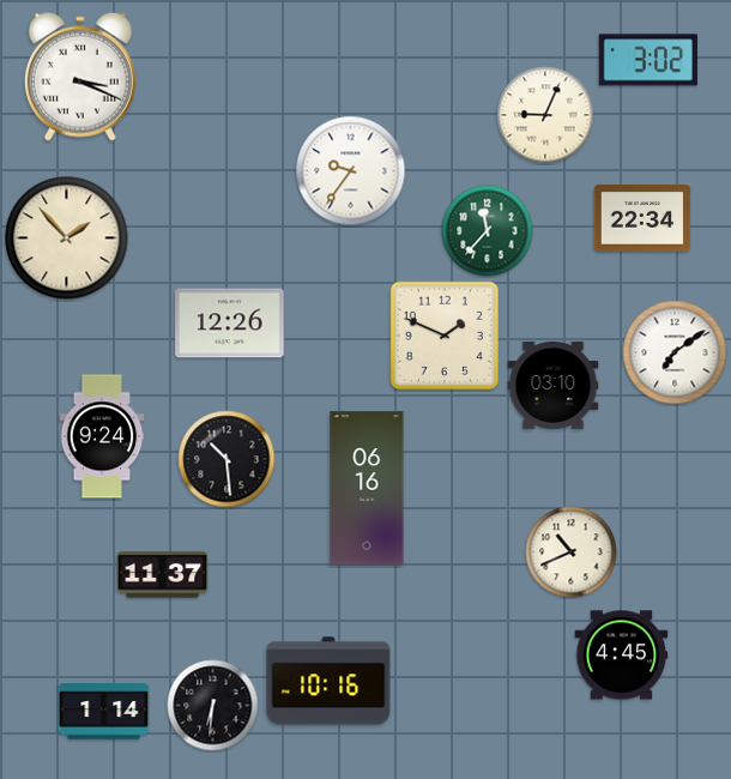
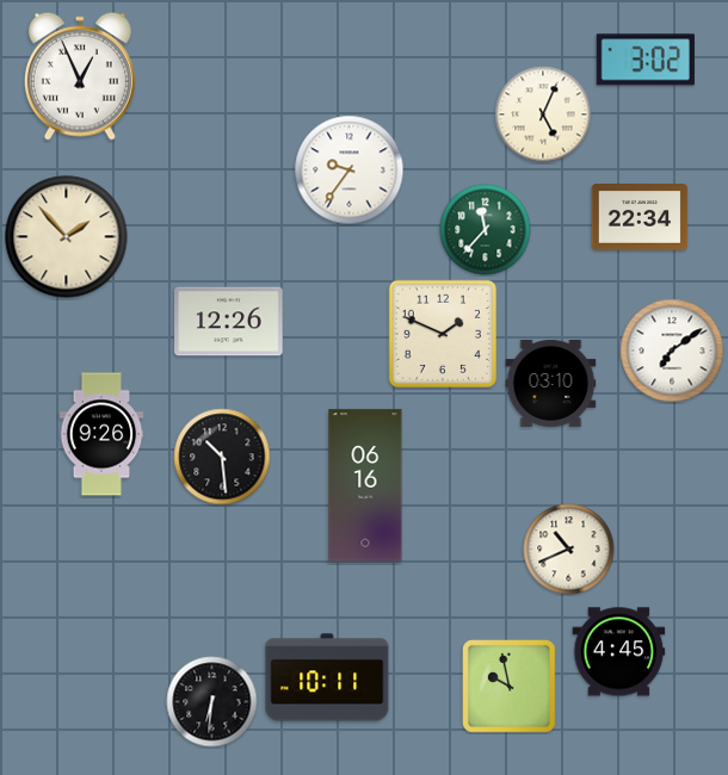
clock at (80, 77): 3:19 -> 12:56
clock at (545, 115): 9:04 -> 5:04
clock at (102, 436): 9:24 -> 9:26
clock at (226, 459) position: (226, 459) -> (222, 457)
clock at (163, 575): 11:37 -> none
clock at (328, 681): 10:16 -> 10:11
clock at (510, 687): none -> 9:58
clock at (104, 712): 1:14 -> none
